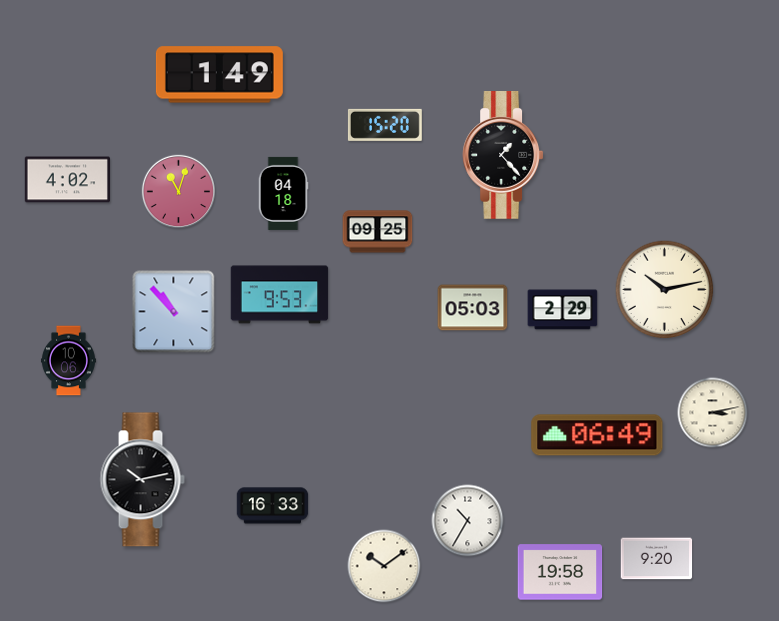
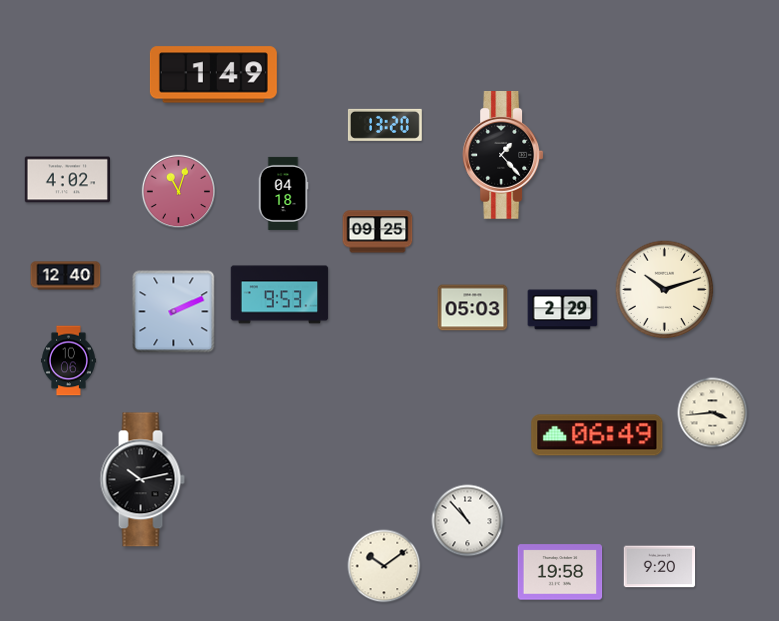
clock at (219, 75) position: (219, 75) -> (213, 75)
clock at (385, 125): 15:20 -> 13:20
clock at (66, 276): none -> 12:40
clock at (665, 290): 10:13 -> 10:12
clock at (174, 312): 10:53 -> 2:11
clock at (713, 413): 3:13 -> 3:44
clock at (273, 506): 16:33 -> none
clock at (468, 521): 10:35 -> 10:53
clock at (657, 559) position: (657, 559) -> (660, 567)
